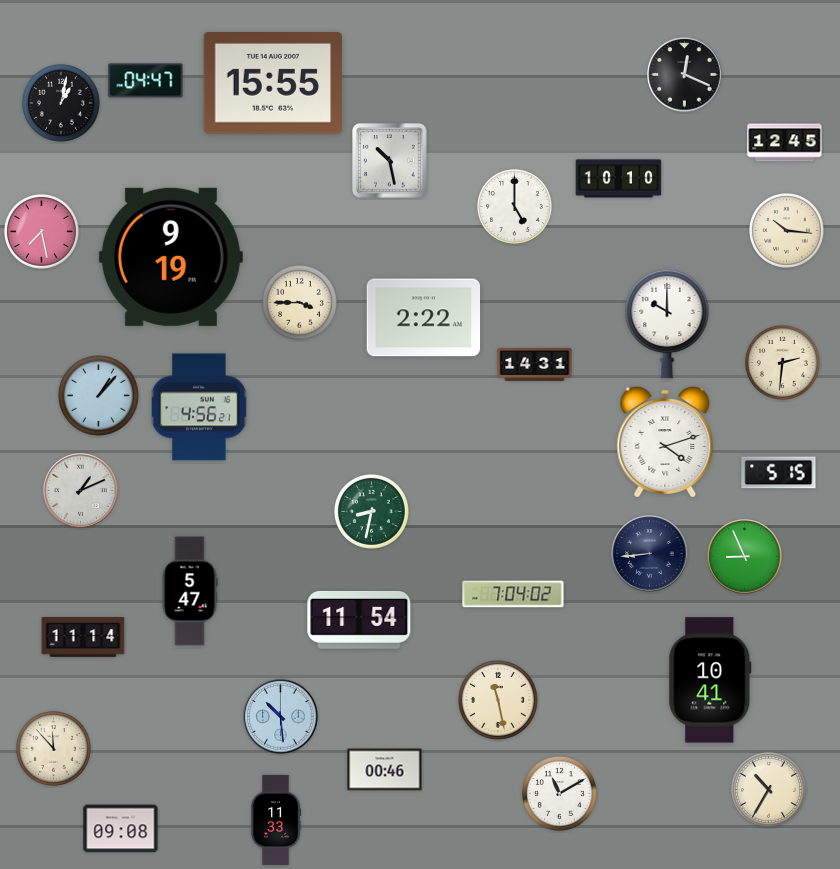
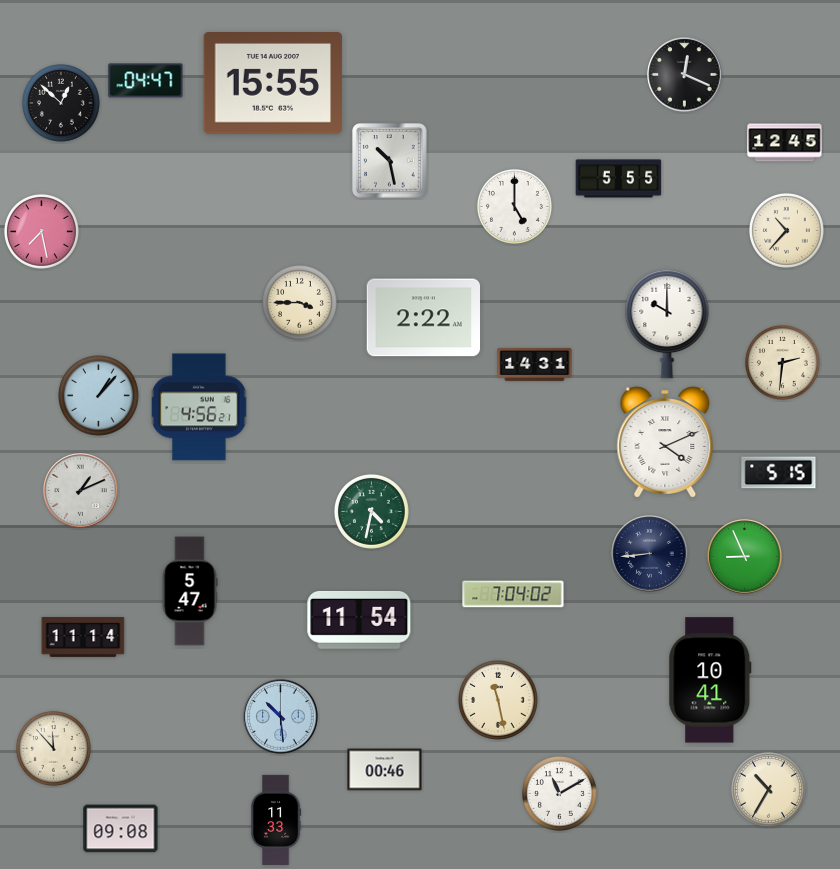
clock at (61, 103): 1:02 -> 12:52
clock at (619, 179): 10:10 -> 5:55
clock at (786, 230): 10:16 -> 10:37
clock at (171, 257): 9:19 -> none
clock at (665, 442): 4:12 -> 4:11
clock at (371, 511): 8:32 -> 4:32
